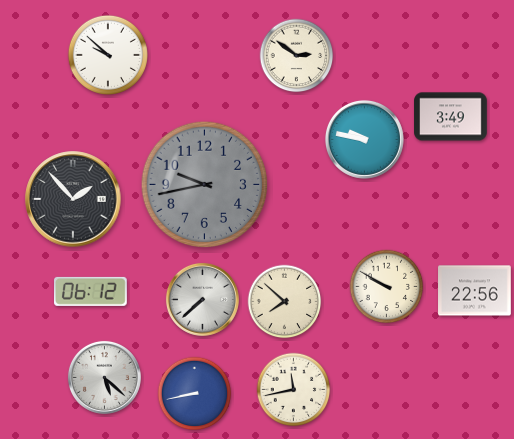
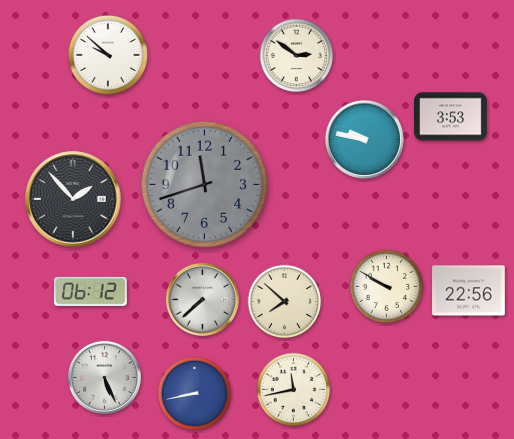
clock at (451, 117): 3:49 -> 3:53
clock at (205, 185): 9:43 -> 11:42
clock at (475, 291) position: (475, 291) -> (469, 291)
clock at (104, 377): 5:22 -> 5:26
